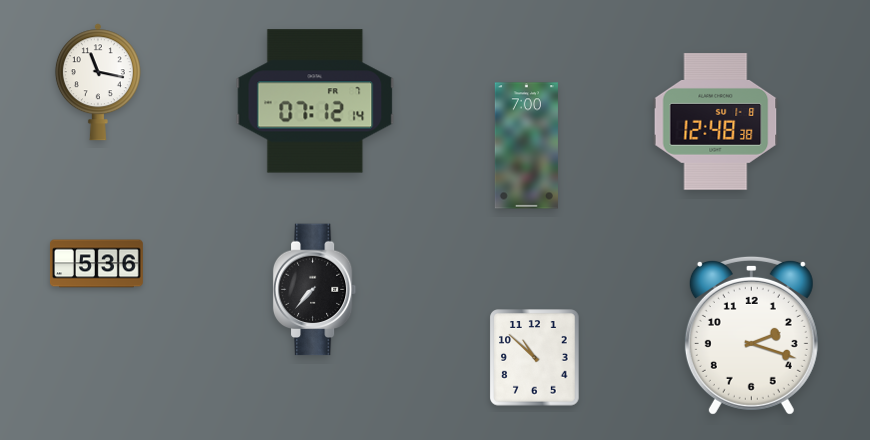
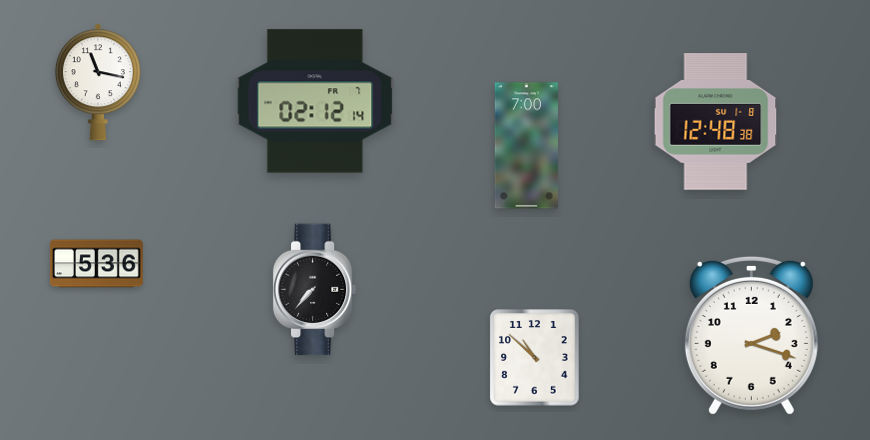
clock at (315, 101): 07:12 -> 02:12
